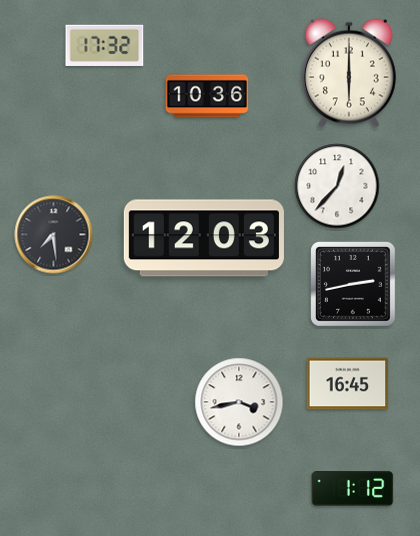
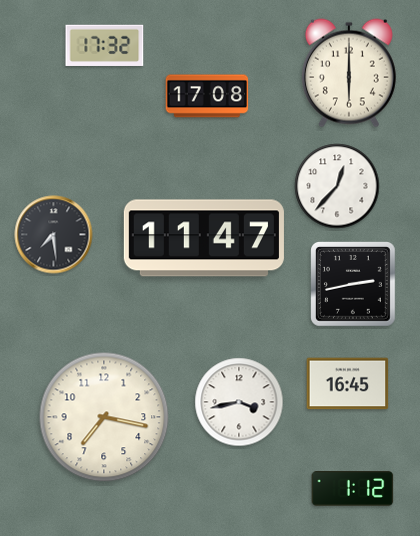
clock at (207, 96): 10:36 -> 17:08
clock at (204, 238): 12:03 -> 11:47
clock at (104, 417): none -> 7:17
